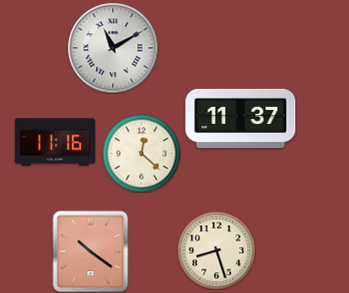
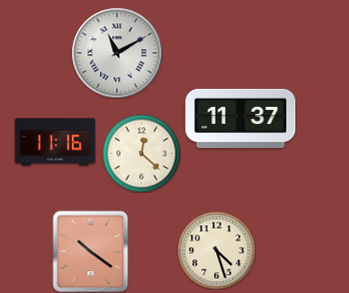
clock at (113, 48) position: (113, 48) -> (117, 53)
clock at (216, 250): 8:27 -> 4:27
